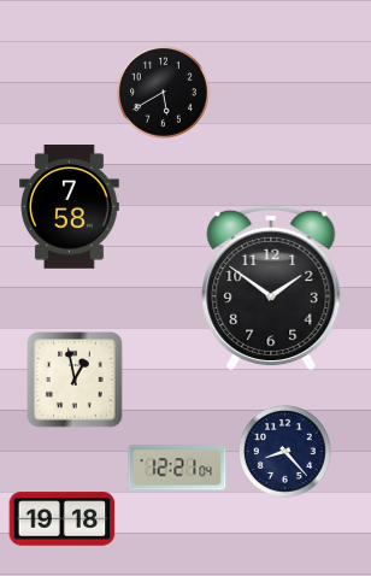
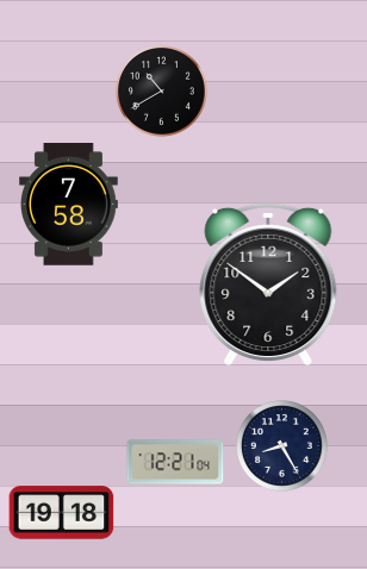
clock at (164, 93): 5:40 -> 10:40
clock at (75, 380): 12:58 -> none
clock at (285, 452): 8:23 -> 8:25
